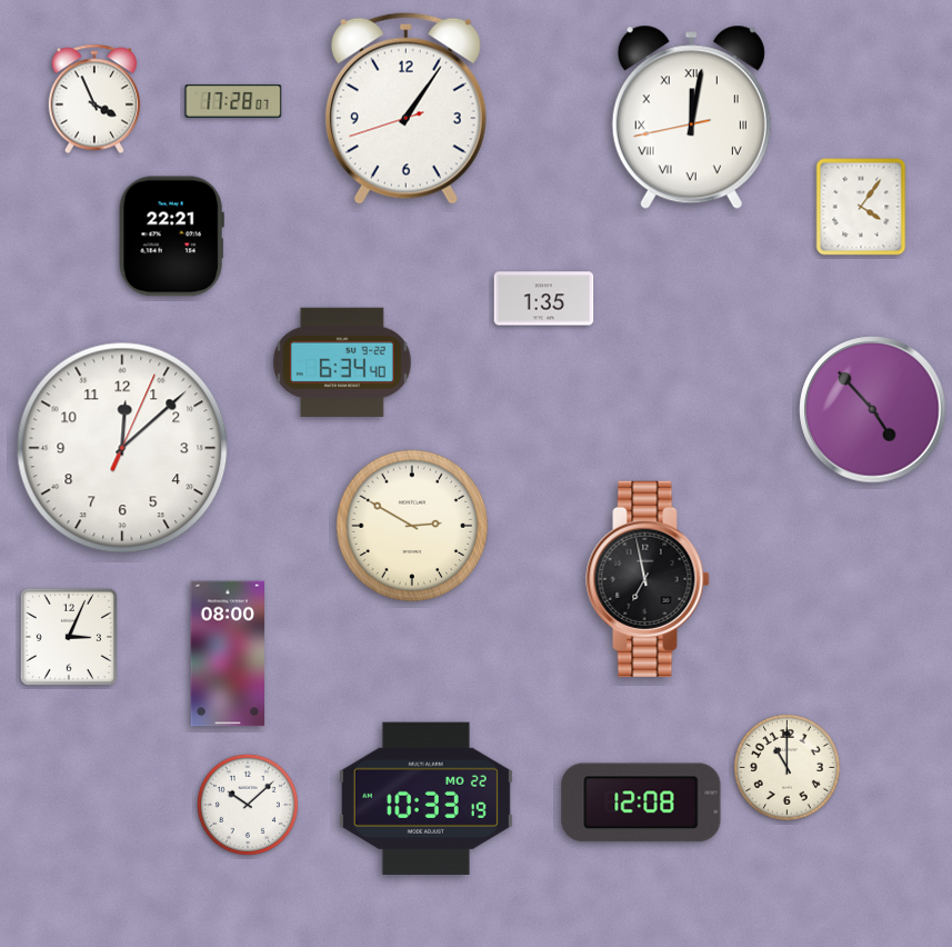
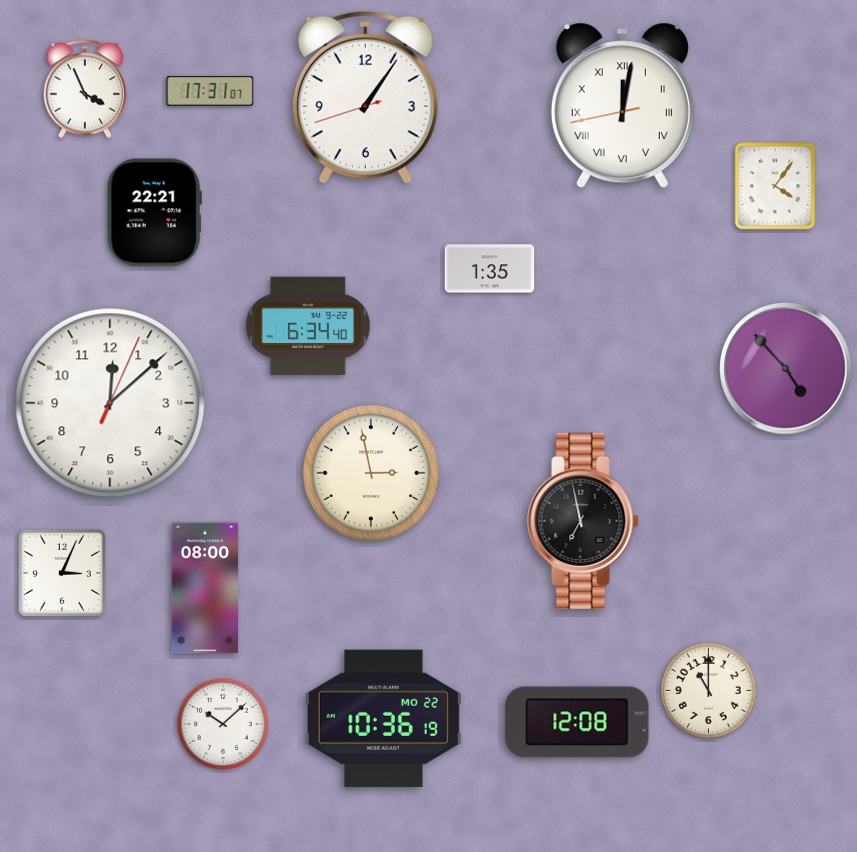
clock at (233, 101): 17:28 -> 17:31
clock at (412, 526): 2:50 -> 2:58
clock at (425, 798): 10:33 -> 10:36
